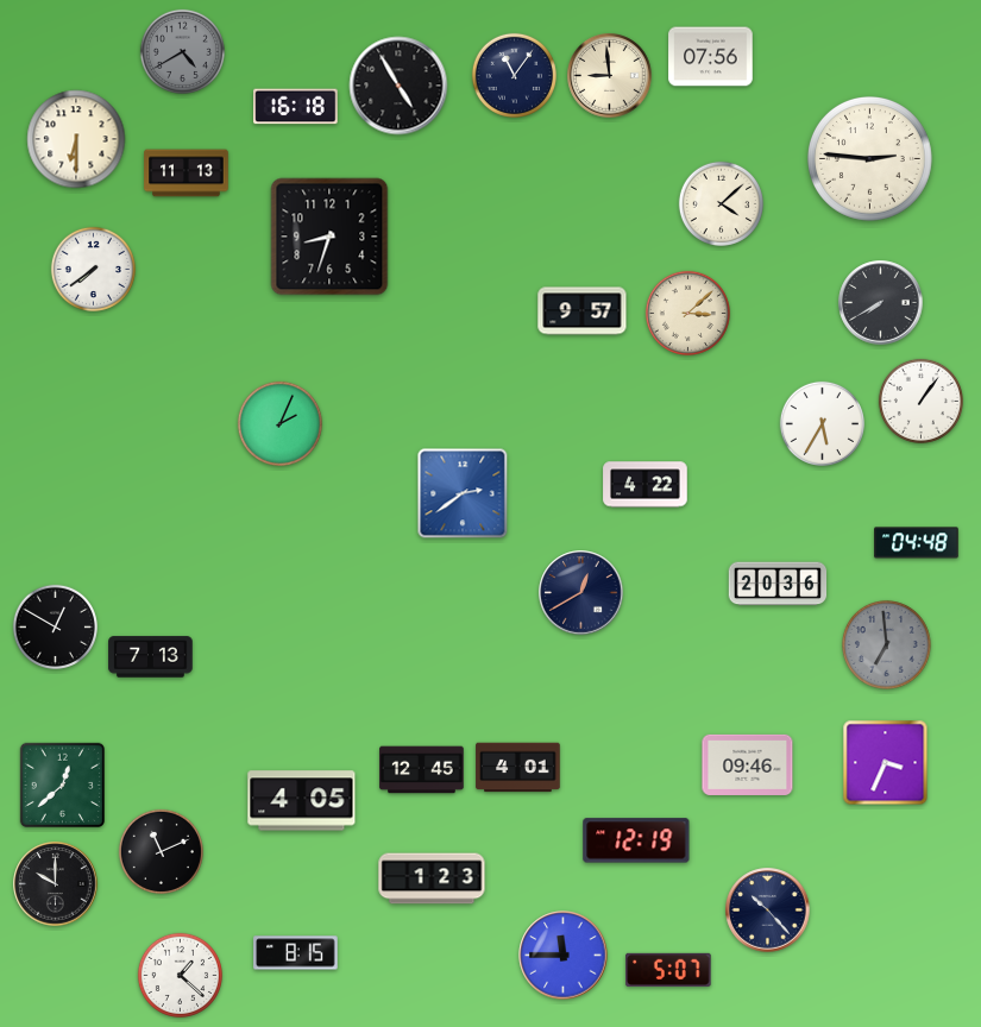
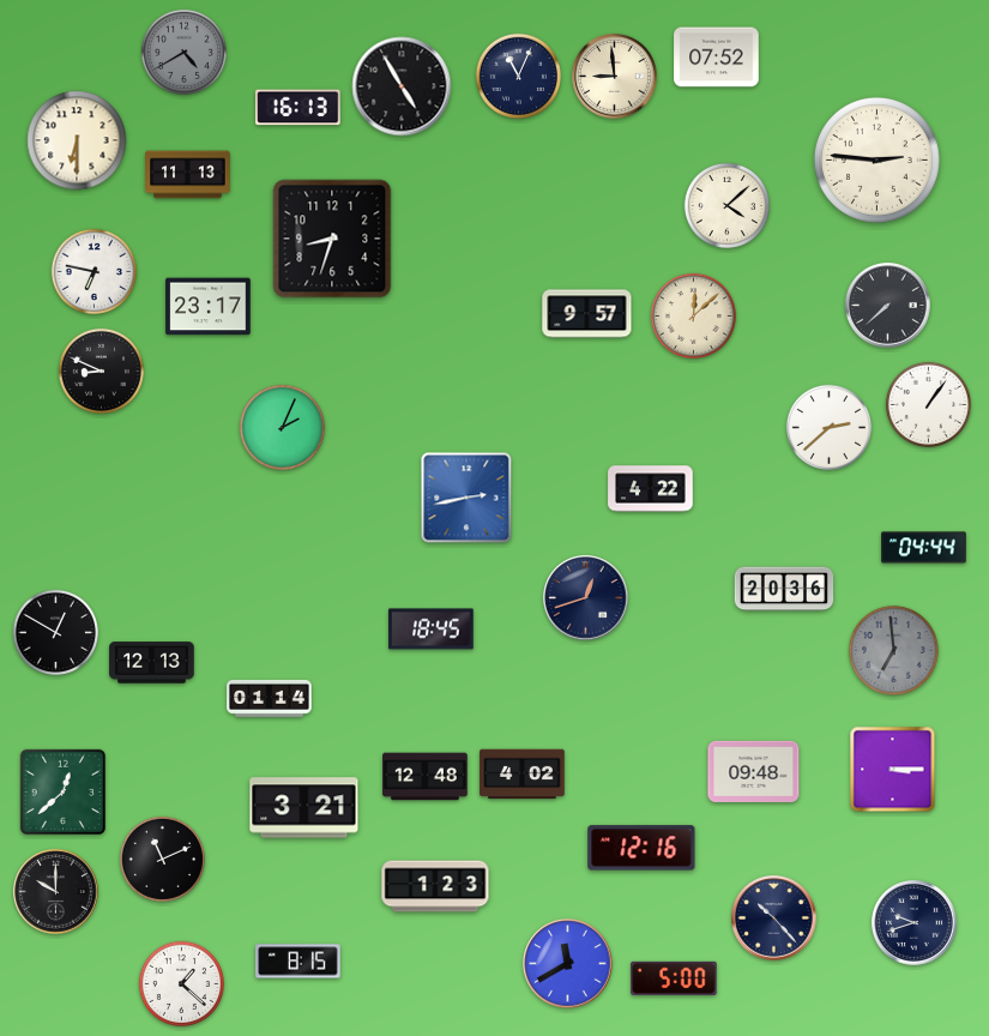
clock at (711, 57): 07:56 -> 07:52
clock at (514, 75): 11:06 -> 11:04
clock at (296, 107): 16:18 -> 16:13
clock at (93, 269): 7:39 -> 6:47
clock at (881, 303): 7:40 -> 7:38
clock at (209, 307): none -> 23:17
clock at (687, 313): 3:08 -> 12:08
clock at (101, 371): none -> 8:49
clock at (822, 423): 5:35 -> 2:38
clock at (463, 493): 2:39 -> 2:43
clock at (917, 543): 04:48 -> 04:44
clock at (581, 593): 12:40 -> 12:42
clock at (432, 630): none -> 18:45
clock at (151, 657): 7:13 -> 12:13
clock at (270, 698): none -> 01:14
clock at (886, 763): 3:34 -> 3:15
clock at (748, 764): 09:46 -> 09:48
clock at (518, 768): 4:01 -> 4:02
clock at (422, 770): 12:45 -> 12:48
clock at (302, 801): 4:05 -> 3:21
clock at (636, 840): 12:19 -> 12:16
clock at (915, 923): none -> 9:42
clock at (564, 956): 11:45 -> 11:40
clock at (668, 970): 5:07 -> 5:00
